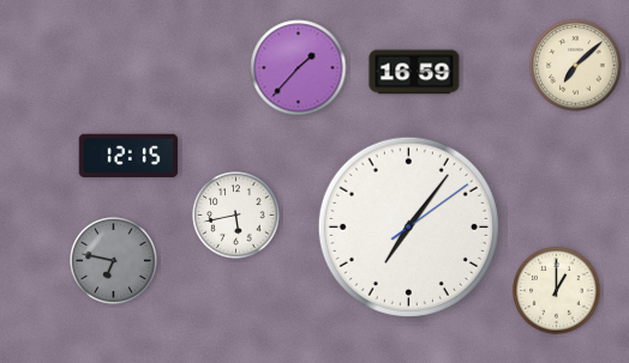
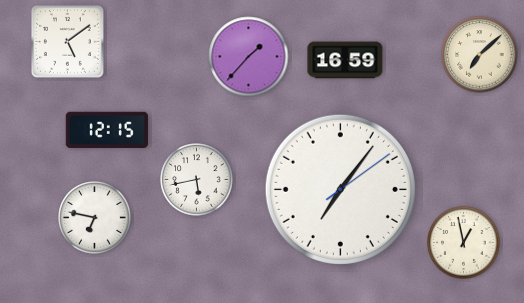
clock at (67, 41): none -> 5:09
clock at (114, 261) dial: grey -> white
clock at (557, 291): 1:00 -> 12:58
